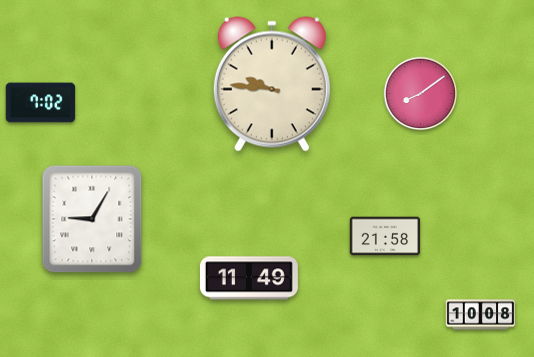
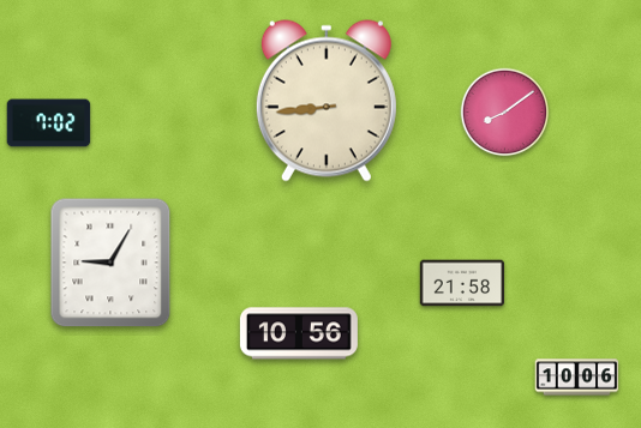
clock at (272, 84): 9:46 -> 8:44
clock at (249, 278): 11:49 -> 10:56
clock at (481, 315): 10:08 -> 10:06
